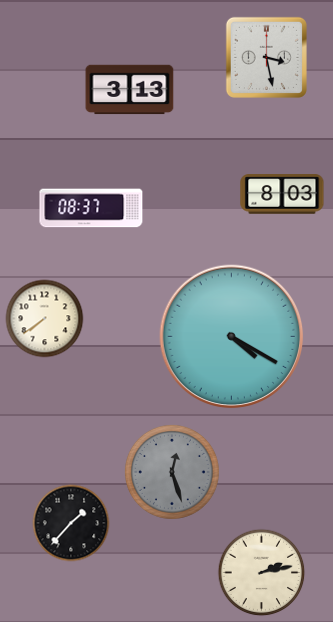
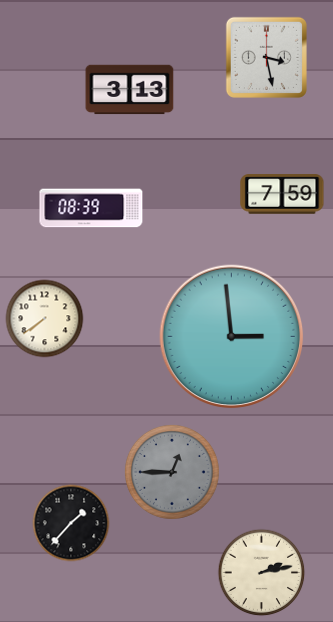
clock at (282, 194): 8:03 -> 7:59
clock at (91, 208): 08:37 -> 08:39
clock at (232, 337): 4:20 -> 2:59
clock at (172, 472): 12:27 -> 12:45
